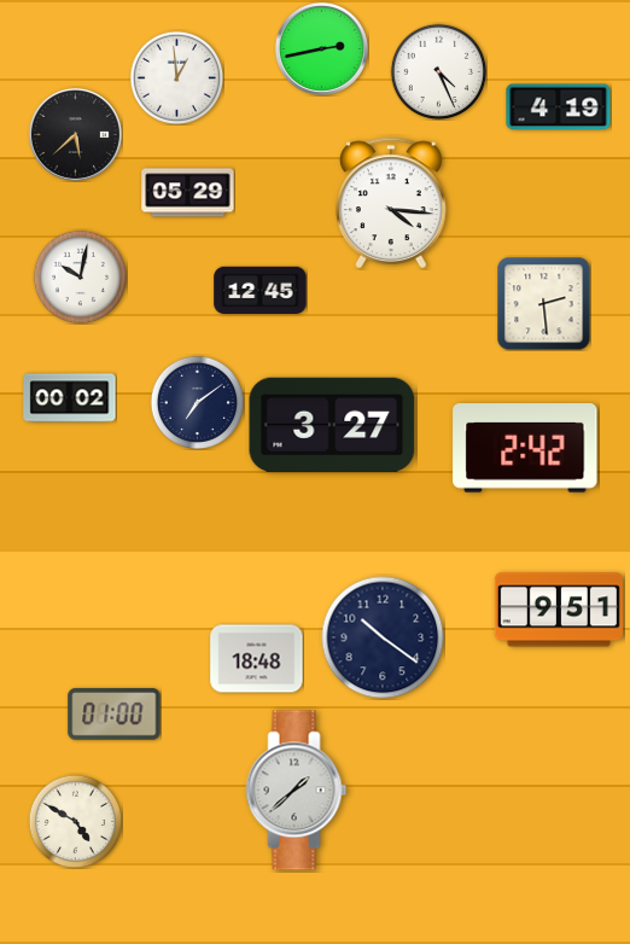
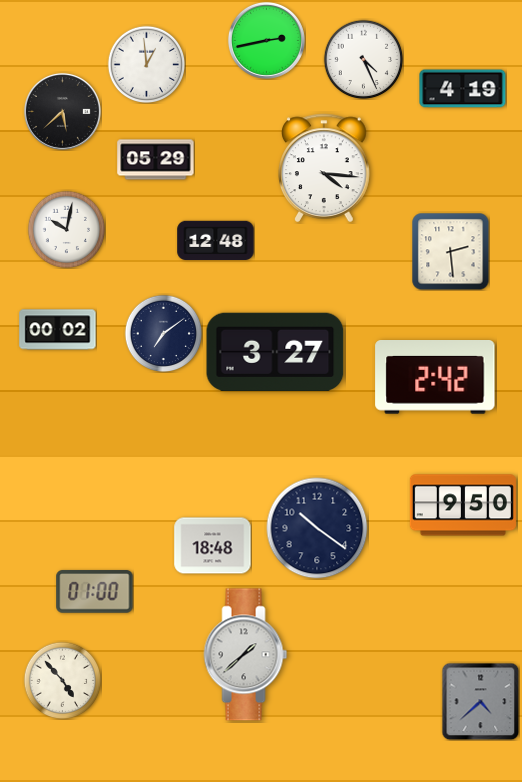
clock at (261, 291): 12:45 -> 12:48
clock at (525, 449) position: (525, 449) -> (435, 378)
clock at (559, 610): 9:51 -> 9:50
clock at (75, 821): 4:50 -> 4:53
clock at (480, 701): none -> 4:38
